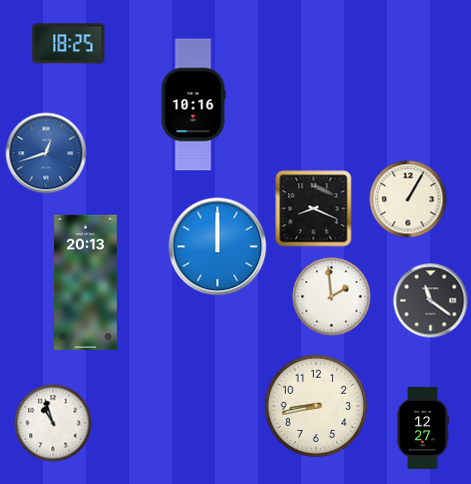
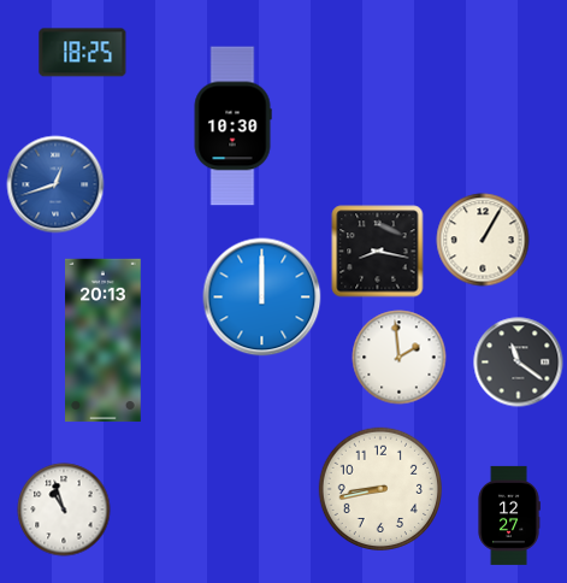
clock at (193, 105): 10:16 -> 10:30
clock at (408, 199) position: (408, 199) -> (483, 240)
clock at (314, 209): 8:19 -> 8:17
